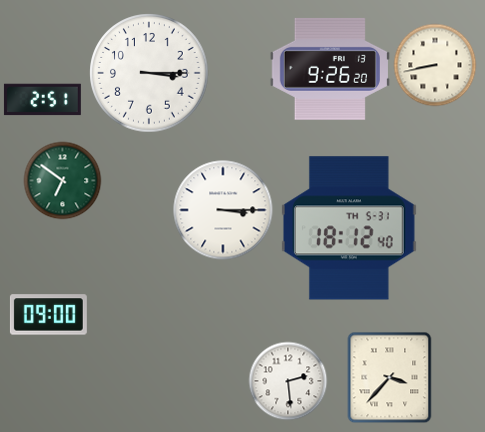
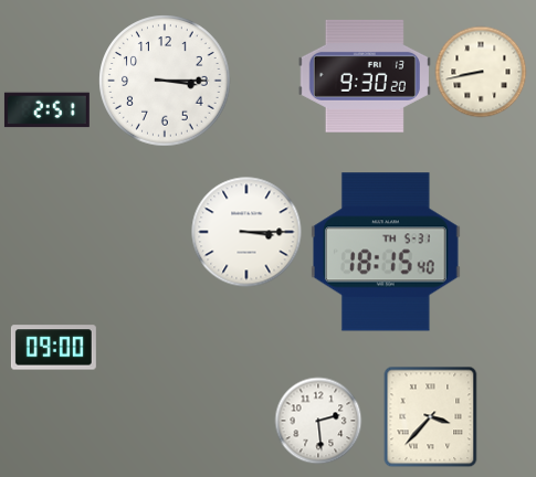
clock at (330, 69): 9:26 -> 9:30
clock at (62, 180): 6:51 -> none
clock at (349, 228): 18:12 -> 18:15
